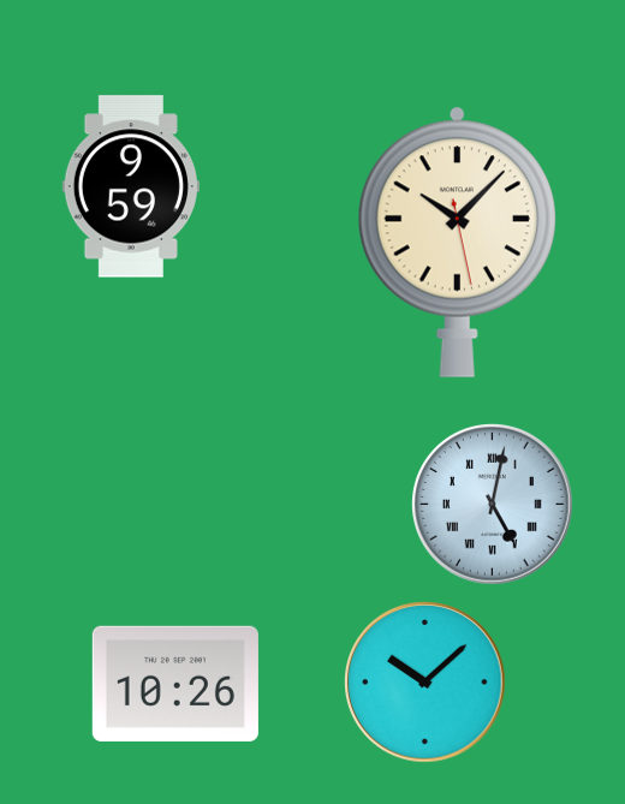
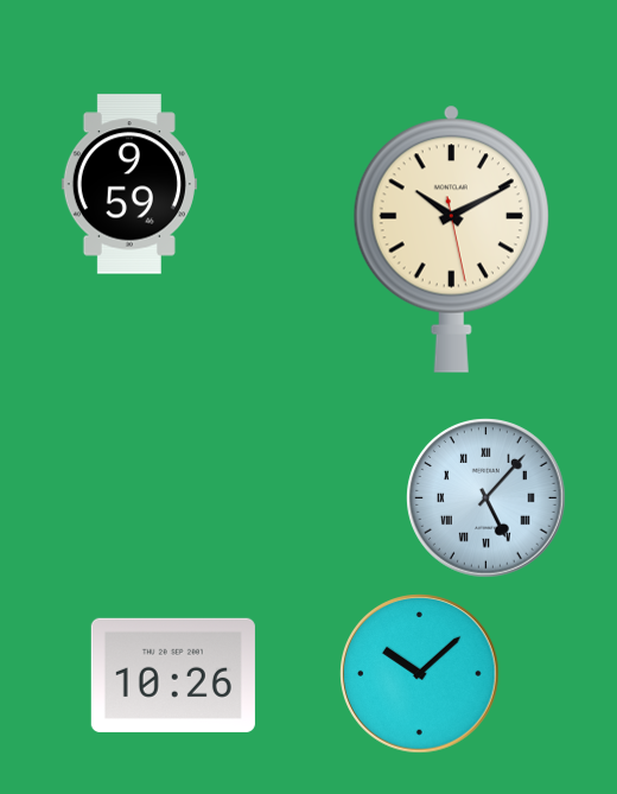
clock at (457, 242): 10:07 -> 10:10
clock at (493, 505): 5:02 -> 5:07
